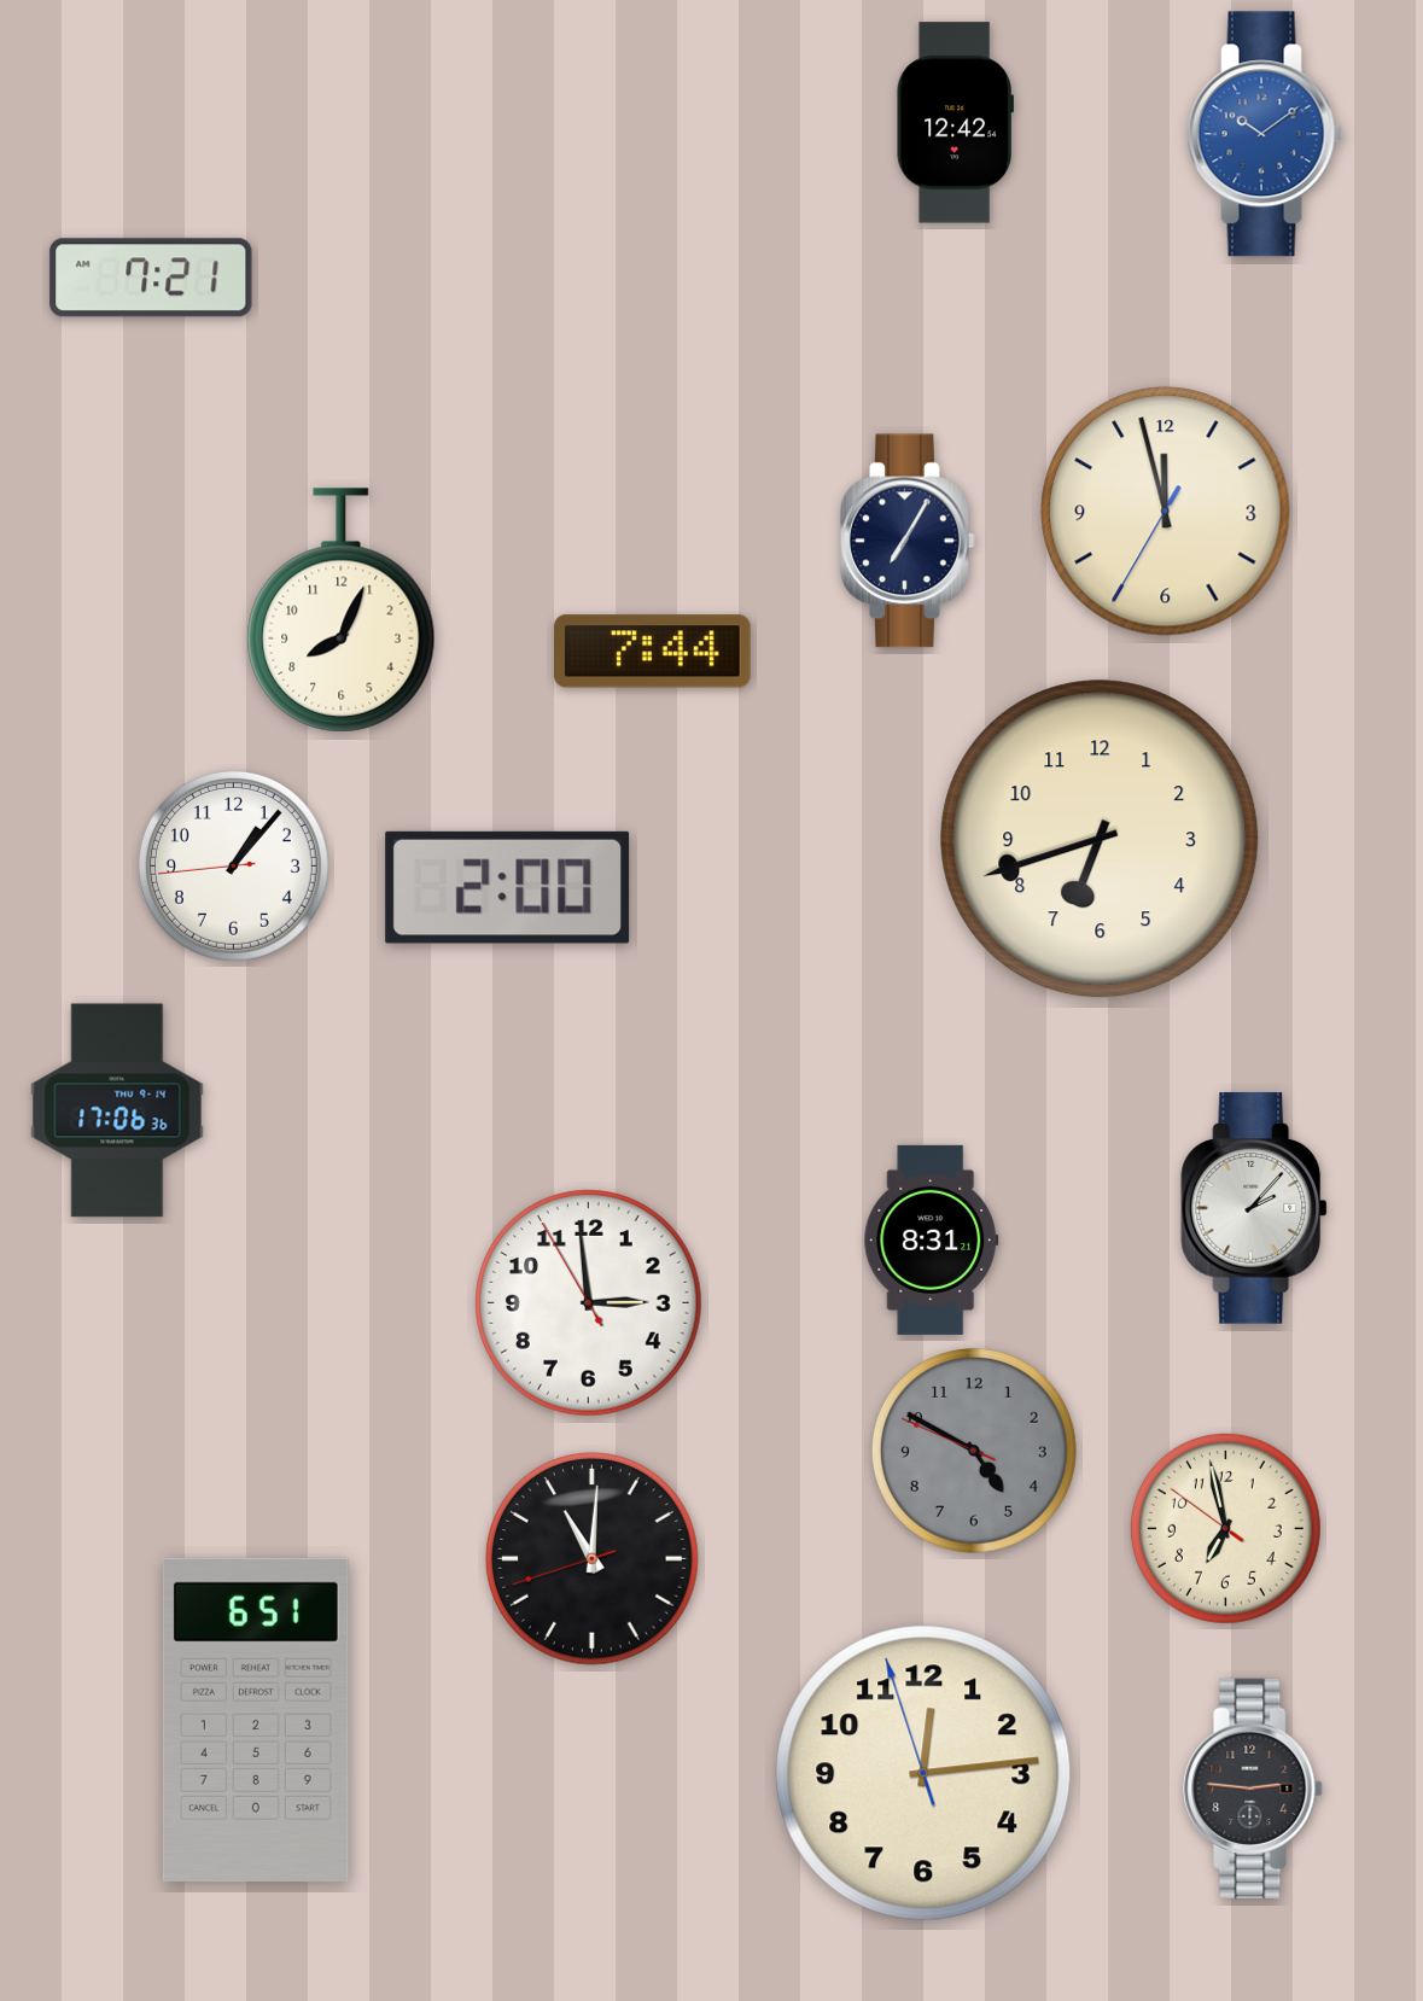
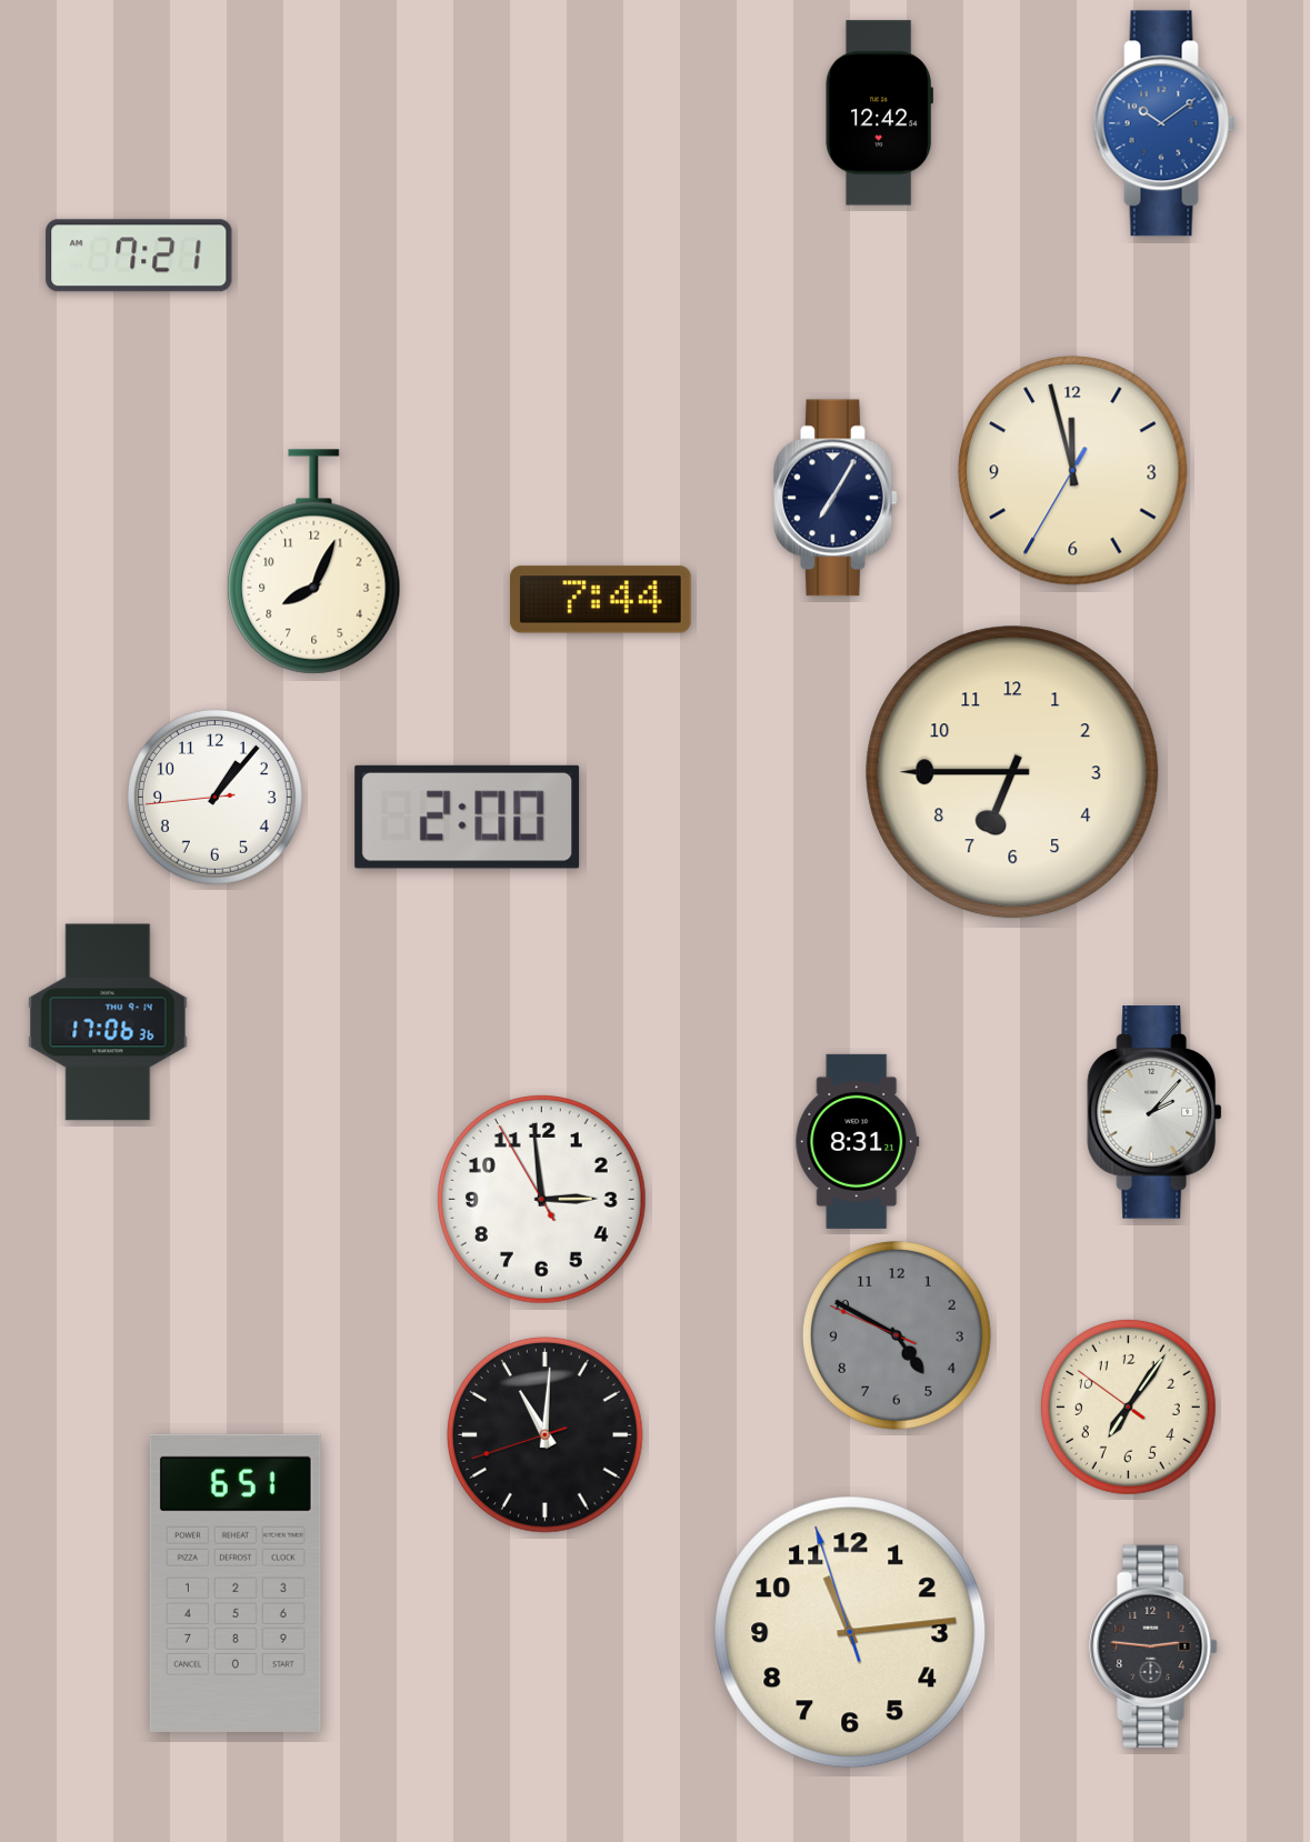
clock at (1100, 839): 6:42 -> 6:45
clock at (1225, 1528): 6:57 -> 7:05
clock at (923, 1773): 12:13 -> 11:13
